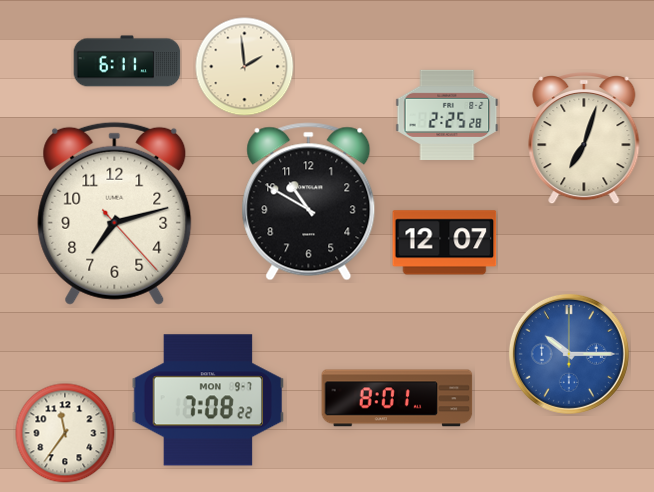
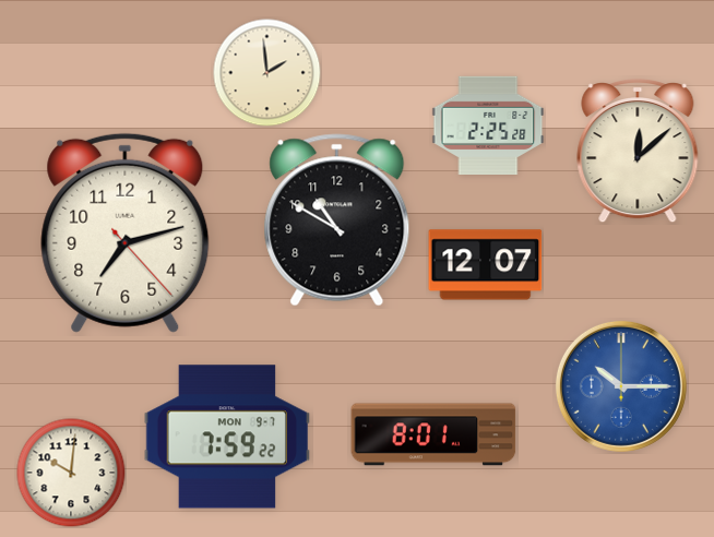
clock at (127, 61): 6:11 -> none
clock at (584, 138): 7:03 -> 12:08
clock at (208, 400): 7:08 -> 7:59
clock at (65, 433): 11:36 -> 10:01
